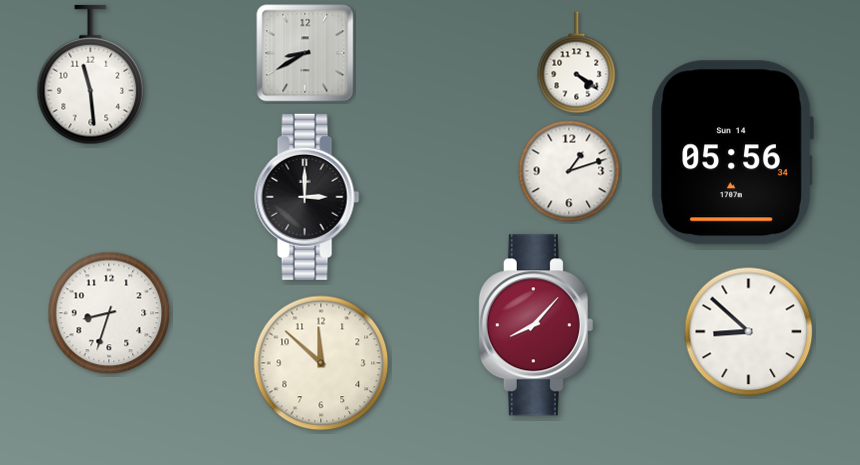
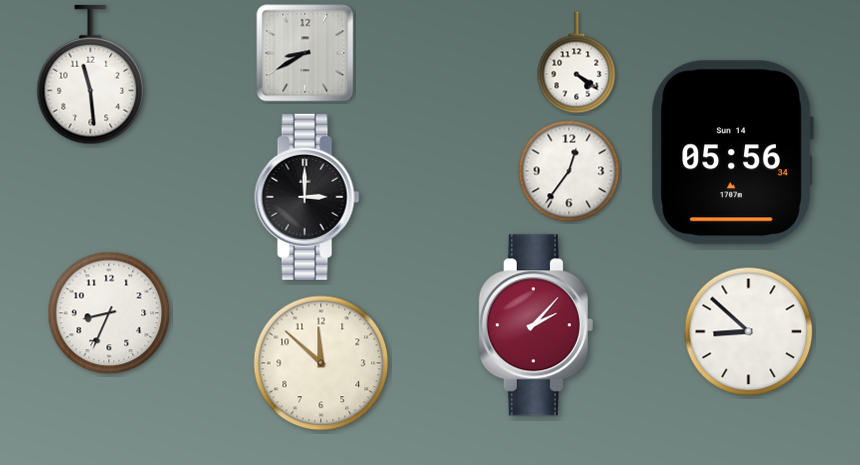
clock at (569, 171): 1:12 -> 12:36
clock at (109, 313): 8:33 -> 8:34
clock at (536, 325): 8:07 -> 2:07
